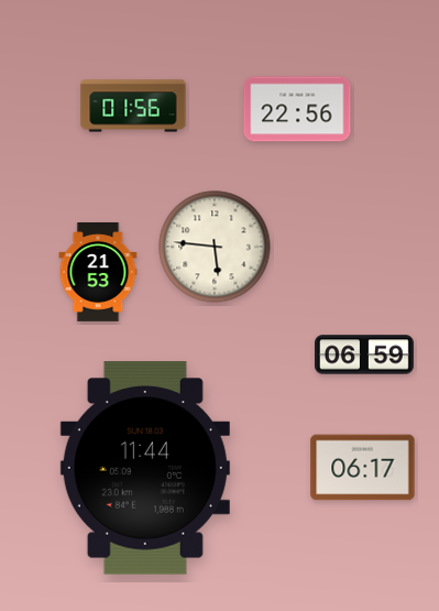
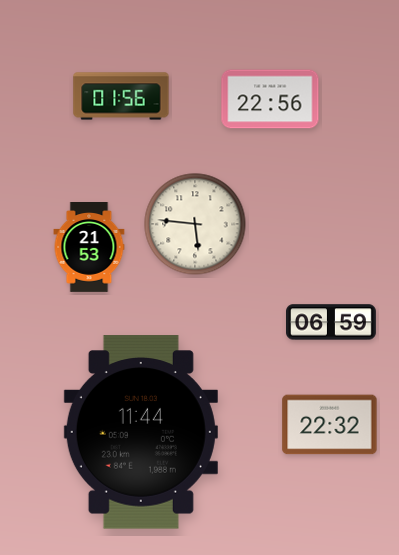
clock at (145, 468) position: (145, 468) -> (141, 432)
clock at (363, 468): 06:17 -> 22:32
